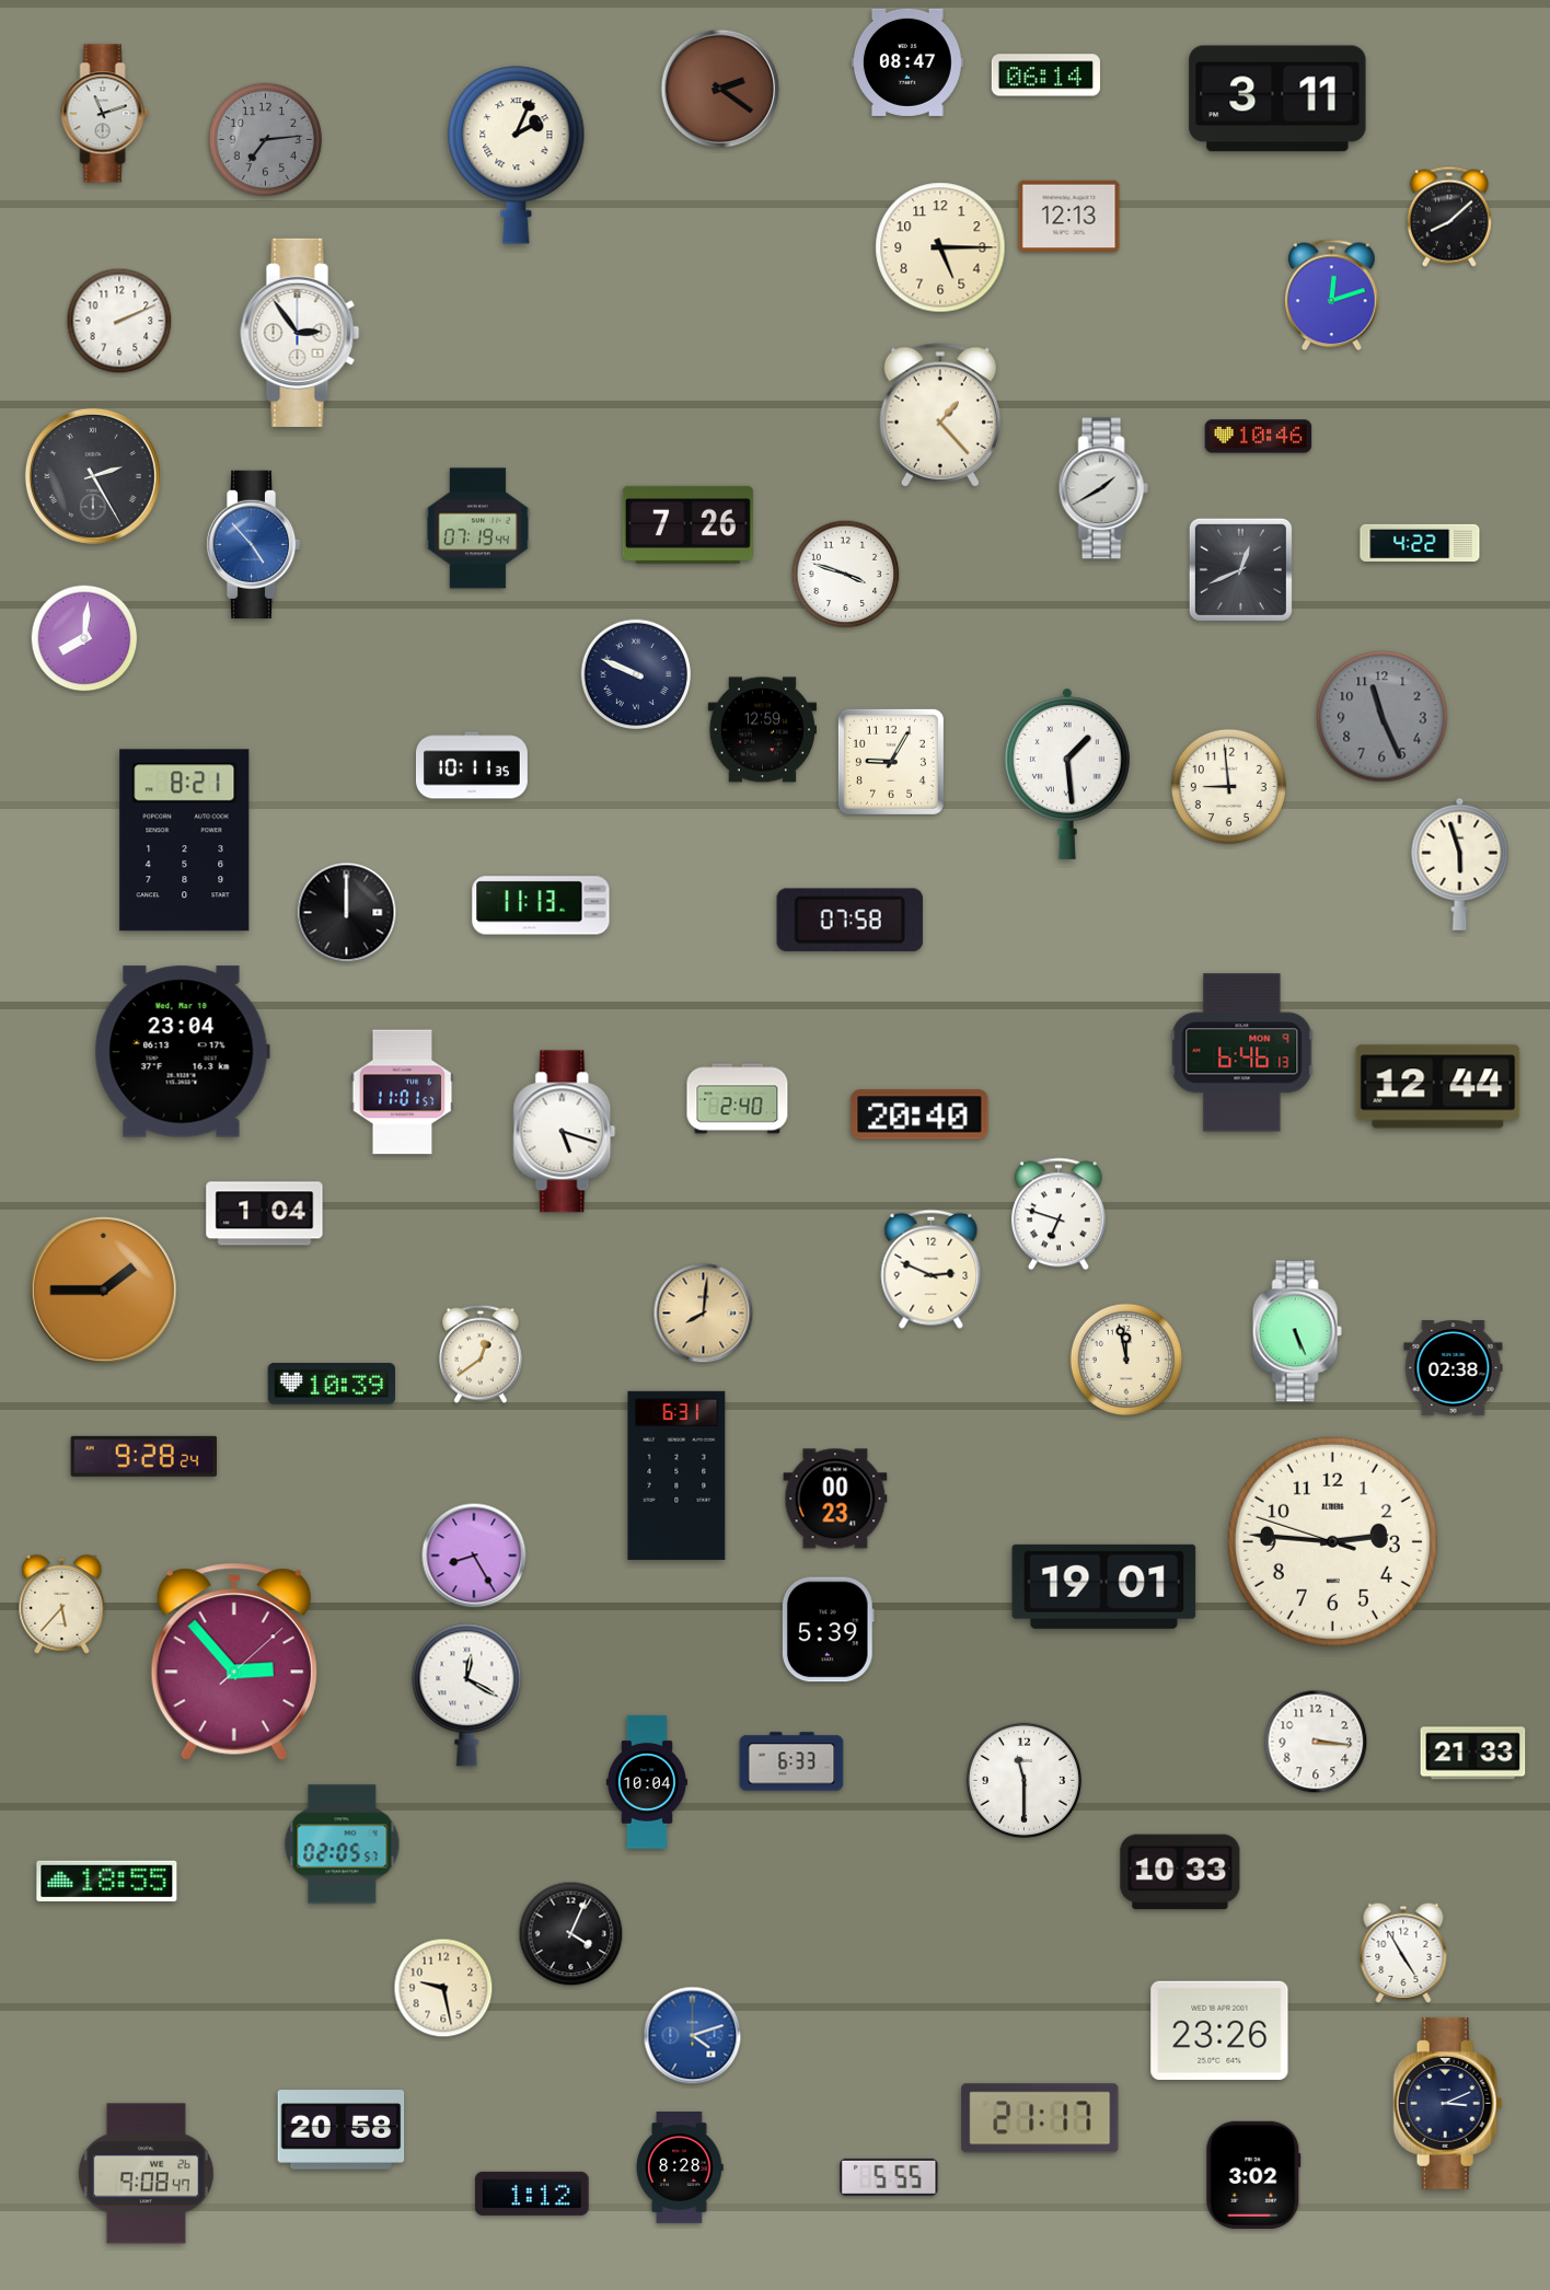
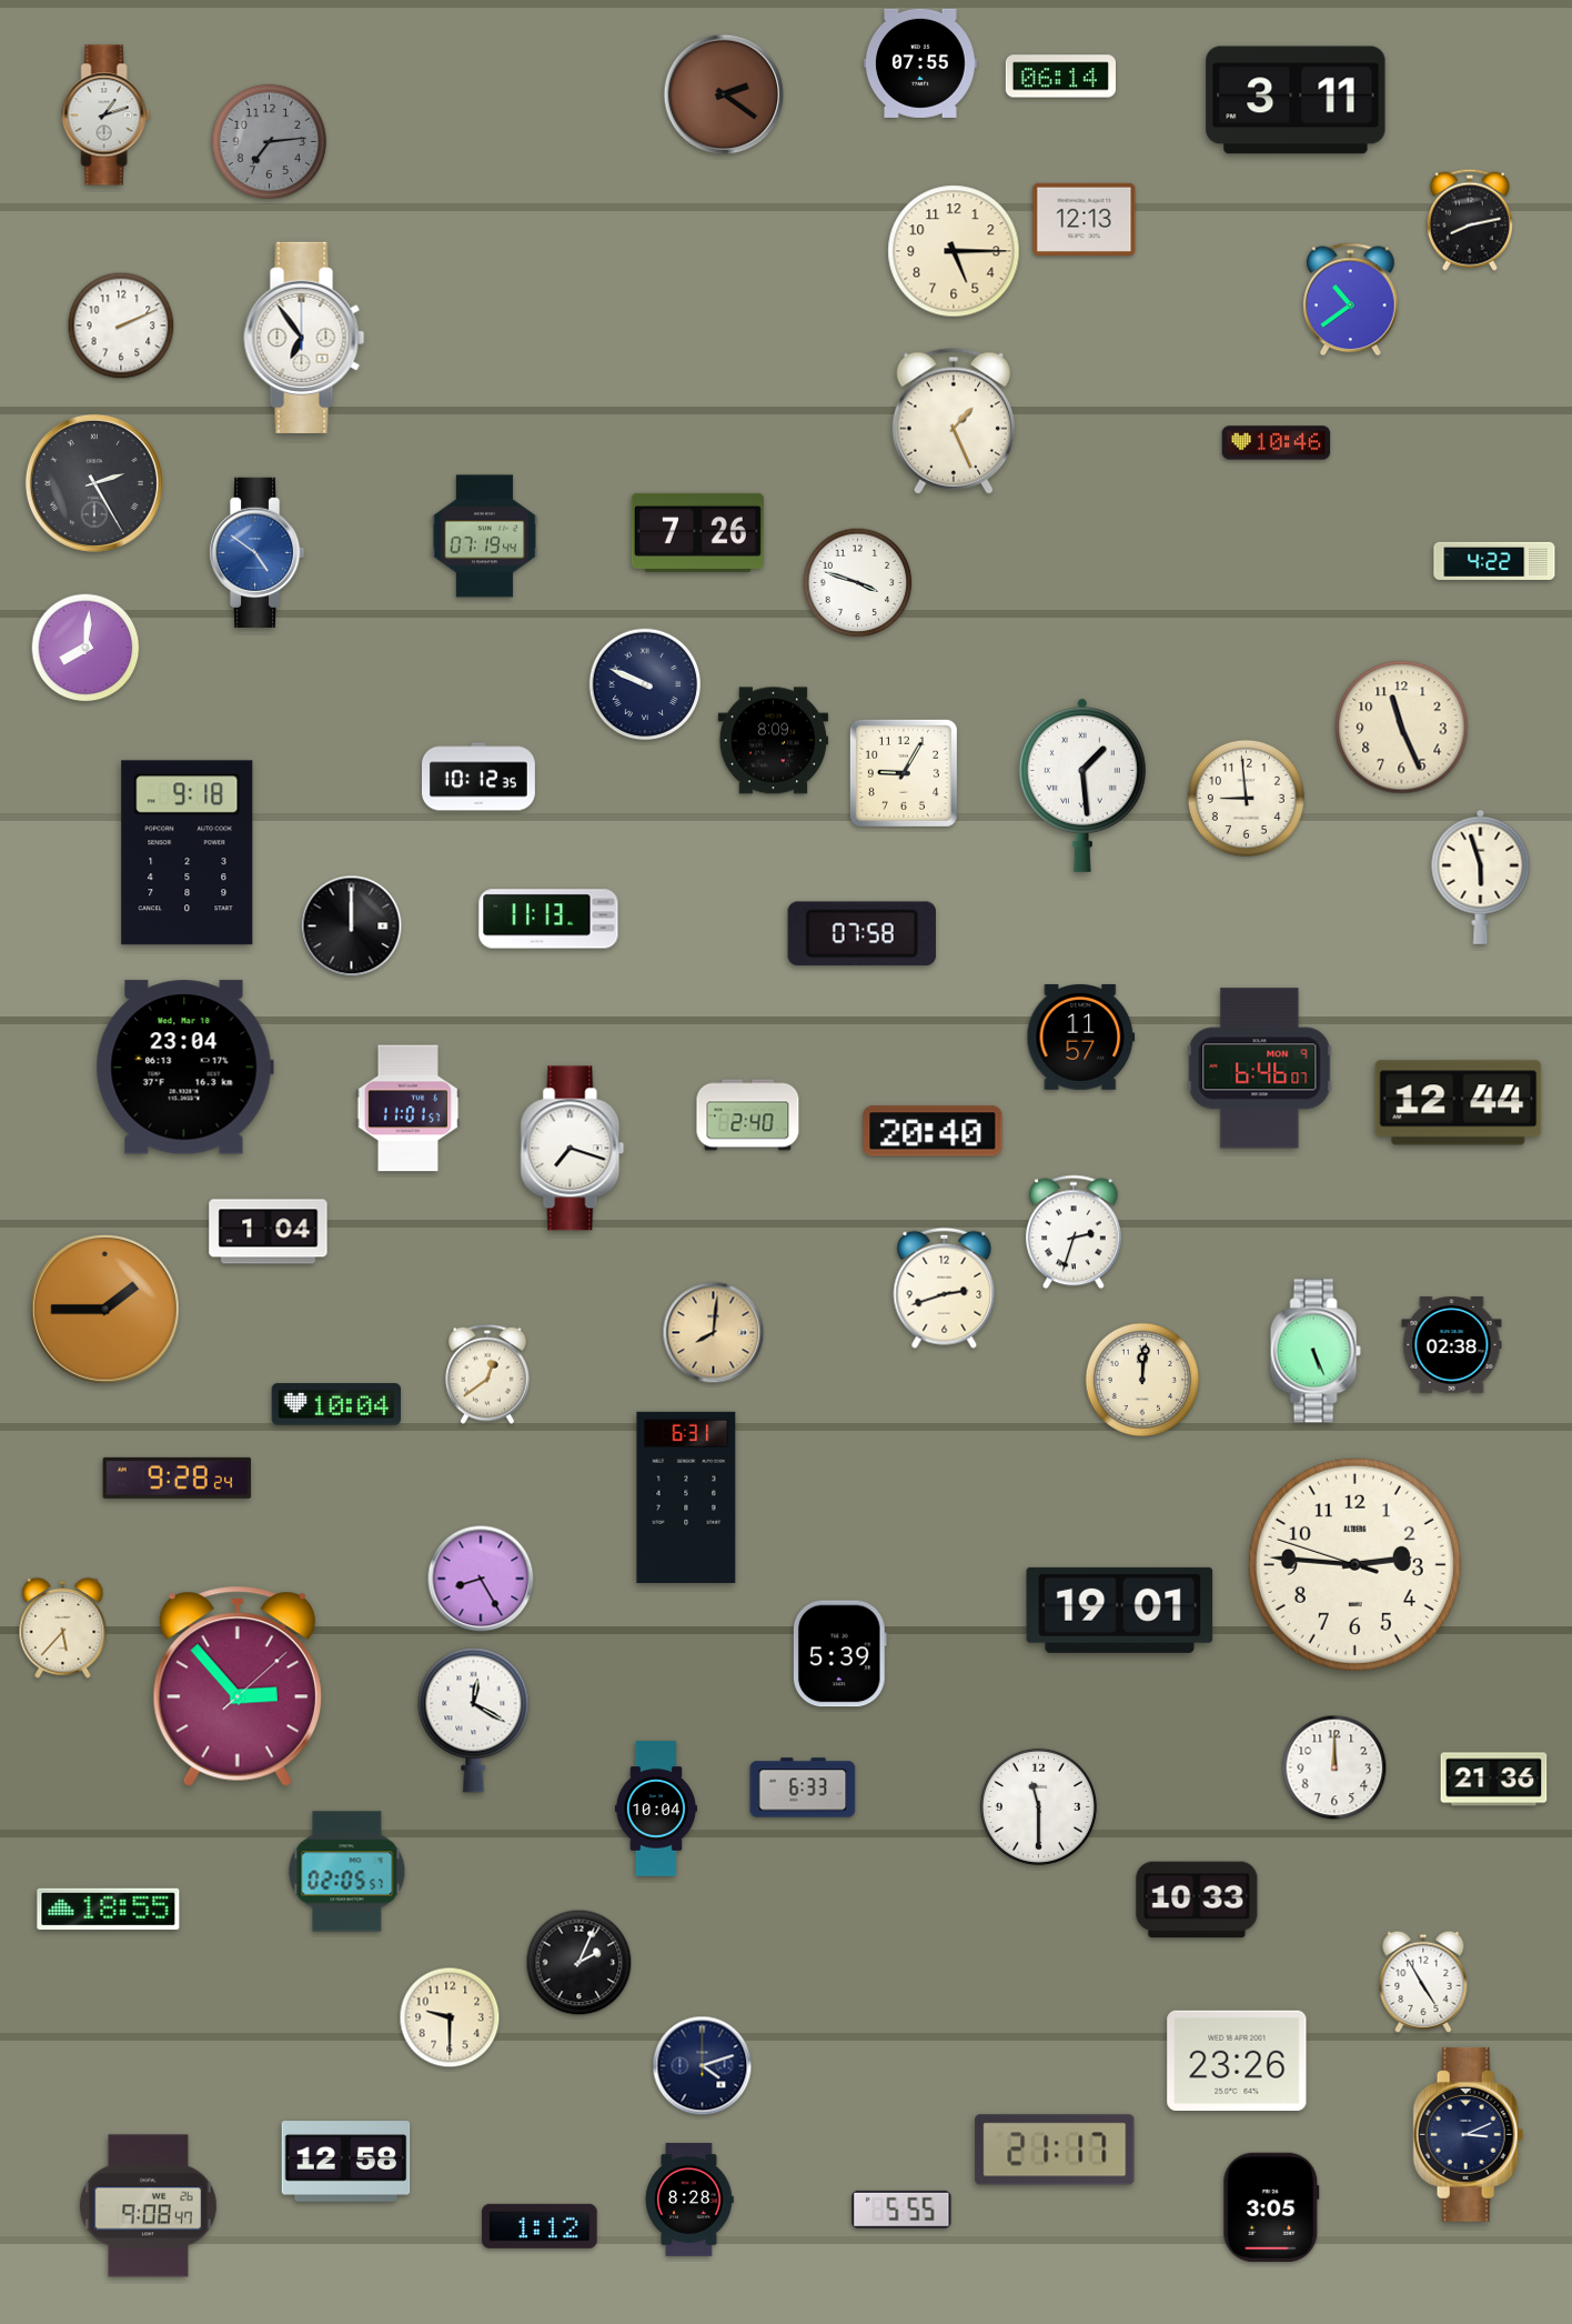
clock at (907, 62): 08:47 -> 07:55
clock at (720, 89) position: (720, 89) -> (724, 94)
clock at (105, 114): 11:12 -> 1:12
clock at (517, 155): 2:04 -> none
clock at (1449, 217): 8:08 -> 8:13
clock at (1332, 296): 12:12 -> 10:39
clock at (300, 333): 2:54 -> 6:54
clock at (939, 415): 1:23 -> 1:26
clock at (1103, 488): 1:40 -> none
clock at (1420, 543) position: (1420, 543) -> (1494, 561)
clock at (253, 544): 4:53 -> 4:51
clock at (1240, 569): 12:41 -> none
clock at (1383, 717) dial: grey -> cream
clock at (762, 730): 12:59 -> 8:09
clock at (472, 765): 10:11 -> 10:12
clock at (185, 841): 8:21 -> 9:18
clock at (1081, 1036): none -> 11:57
clock at (1242, 1053): 6:46:13 -> 6:46:07
clock at (565, 1132): 5:18 -> 7:18
clock at (1059, 1214): 6:48 -> 2:33
clock at (932, 1269): 2:49 -> 2:42
clock at (1125, 1358): 11:58 -> 12:01
clock at (1454, 1368) position: (1454, 1368) -> (1452, 1345)
clock at (331, 1384): 10:39 -> 10:04
clock at (144, 1456) position: (144, 1456) -> (178, 1477)
clock at (835, 1499): 00:23 -> none
clock at (1332, 1541) position: (1332, 1541) -> (1354, 1564)
clock at (1316, 1742): 3:16 -> 12:00
clock at (1473, 1754): 21:33 -> 21:36
clock at (571, 1934): 4:04 -> 2:04
clock at (443, 1988): 9:28 -> 9:30
clock at (693, 2036) dial: blue -> navy
clock at (342, 2130): 20:58 -> 12:58
clock at (1253, 2174): 3:02 -> 3:05
